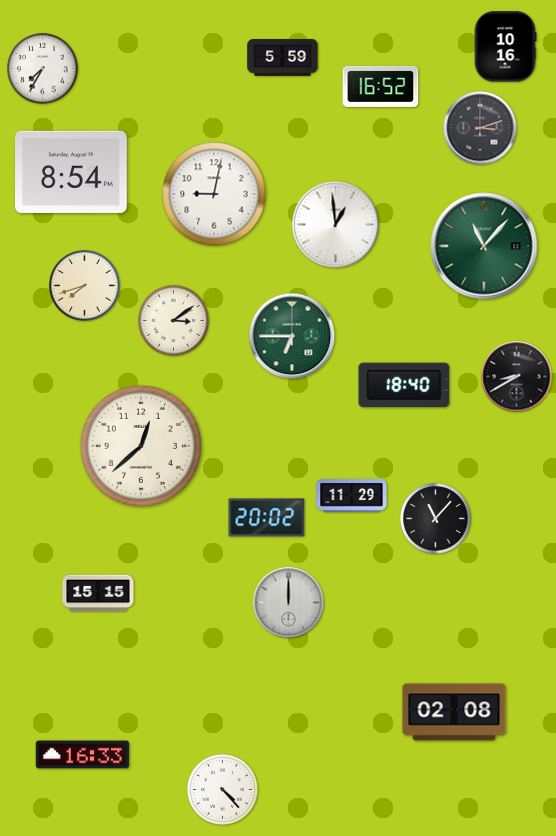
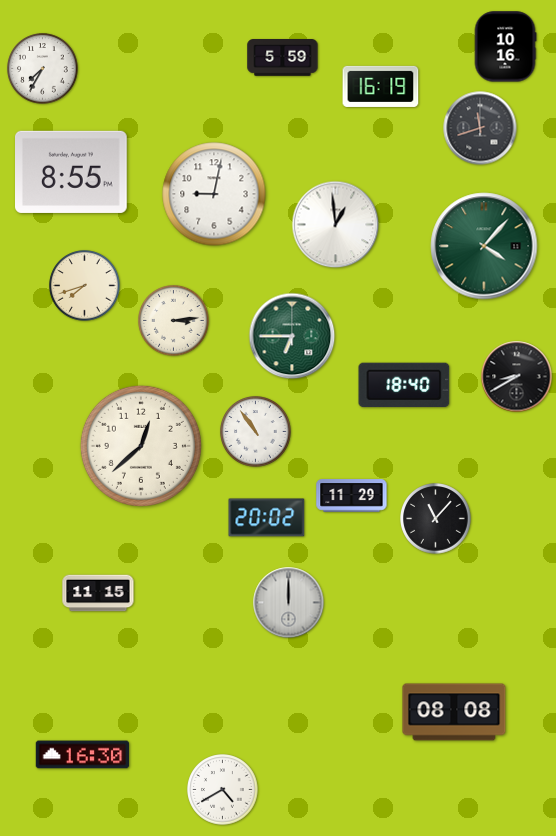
clock at (381, 86): 16:52 -> 16:19
clock at (480, 128): 3:12 -> 11:42
clock at (72, 172): 8:54 -> 8:55
clock at (484, 246): 11:07 -> 4:07
clock at (174, 321): 3:09 -> 3:14
clock at (256, 432): none -> 10:54
clock at (98, 593): 15:15 -> 11:15
clock at (454, 712): 02:08 -> 08:08
clock at (83, 755): 16:33 -> 16:30
clock at (223, 790): 4:23 -> 4:40
